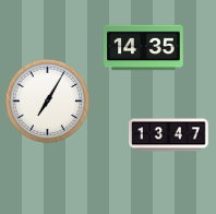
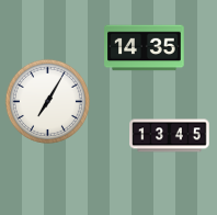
clock at (169, 135): 13:47 -> 13:45
